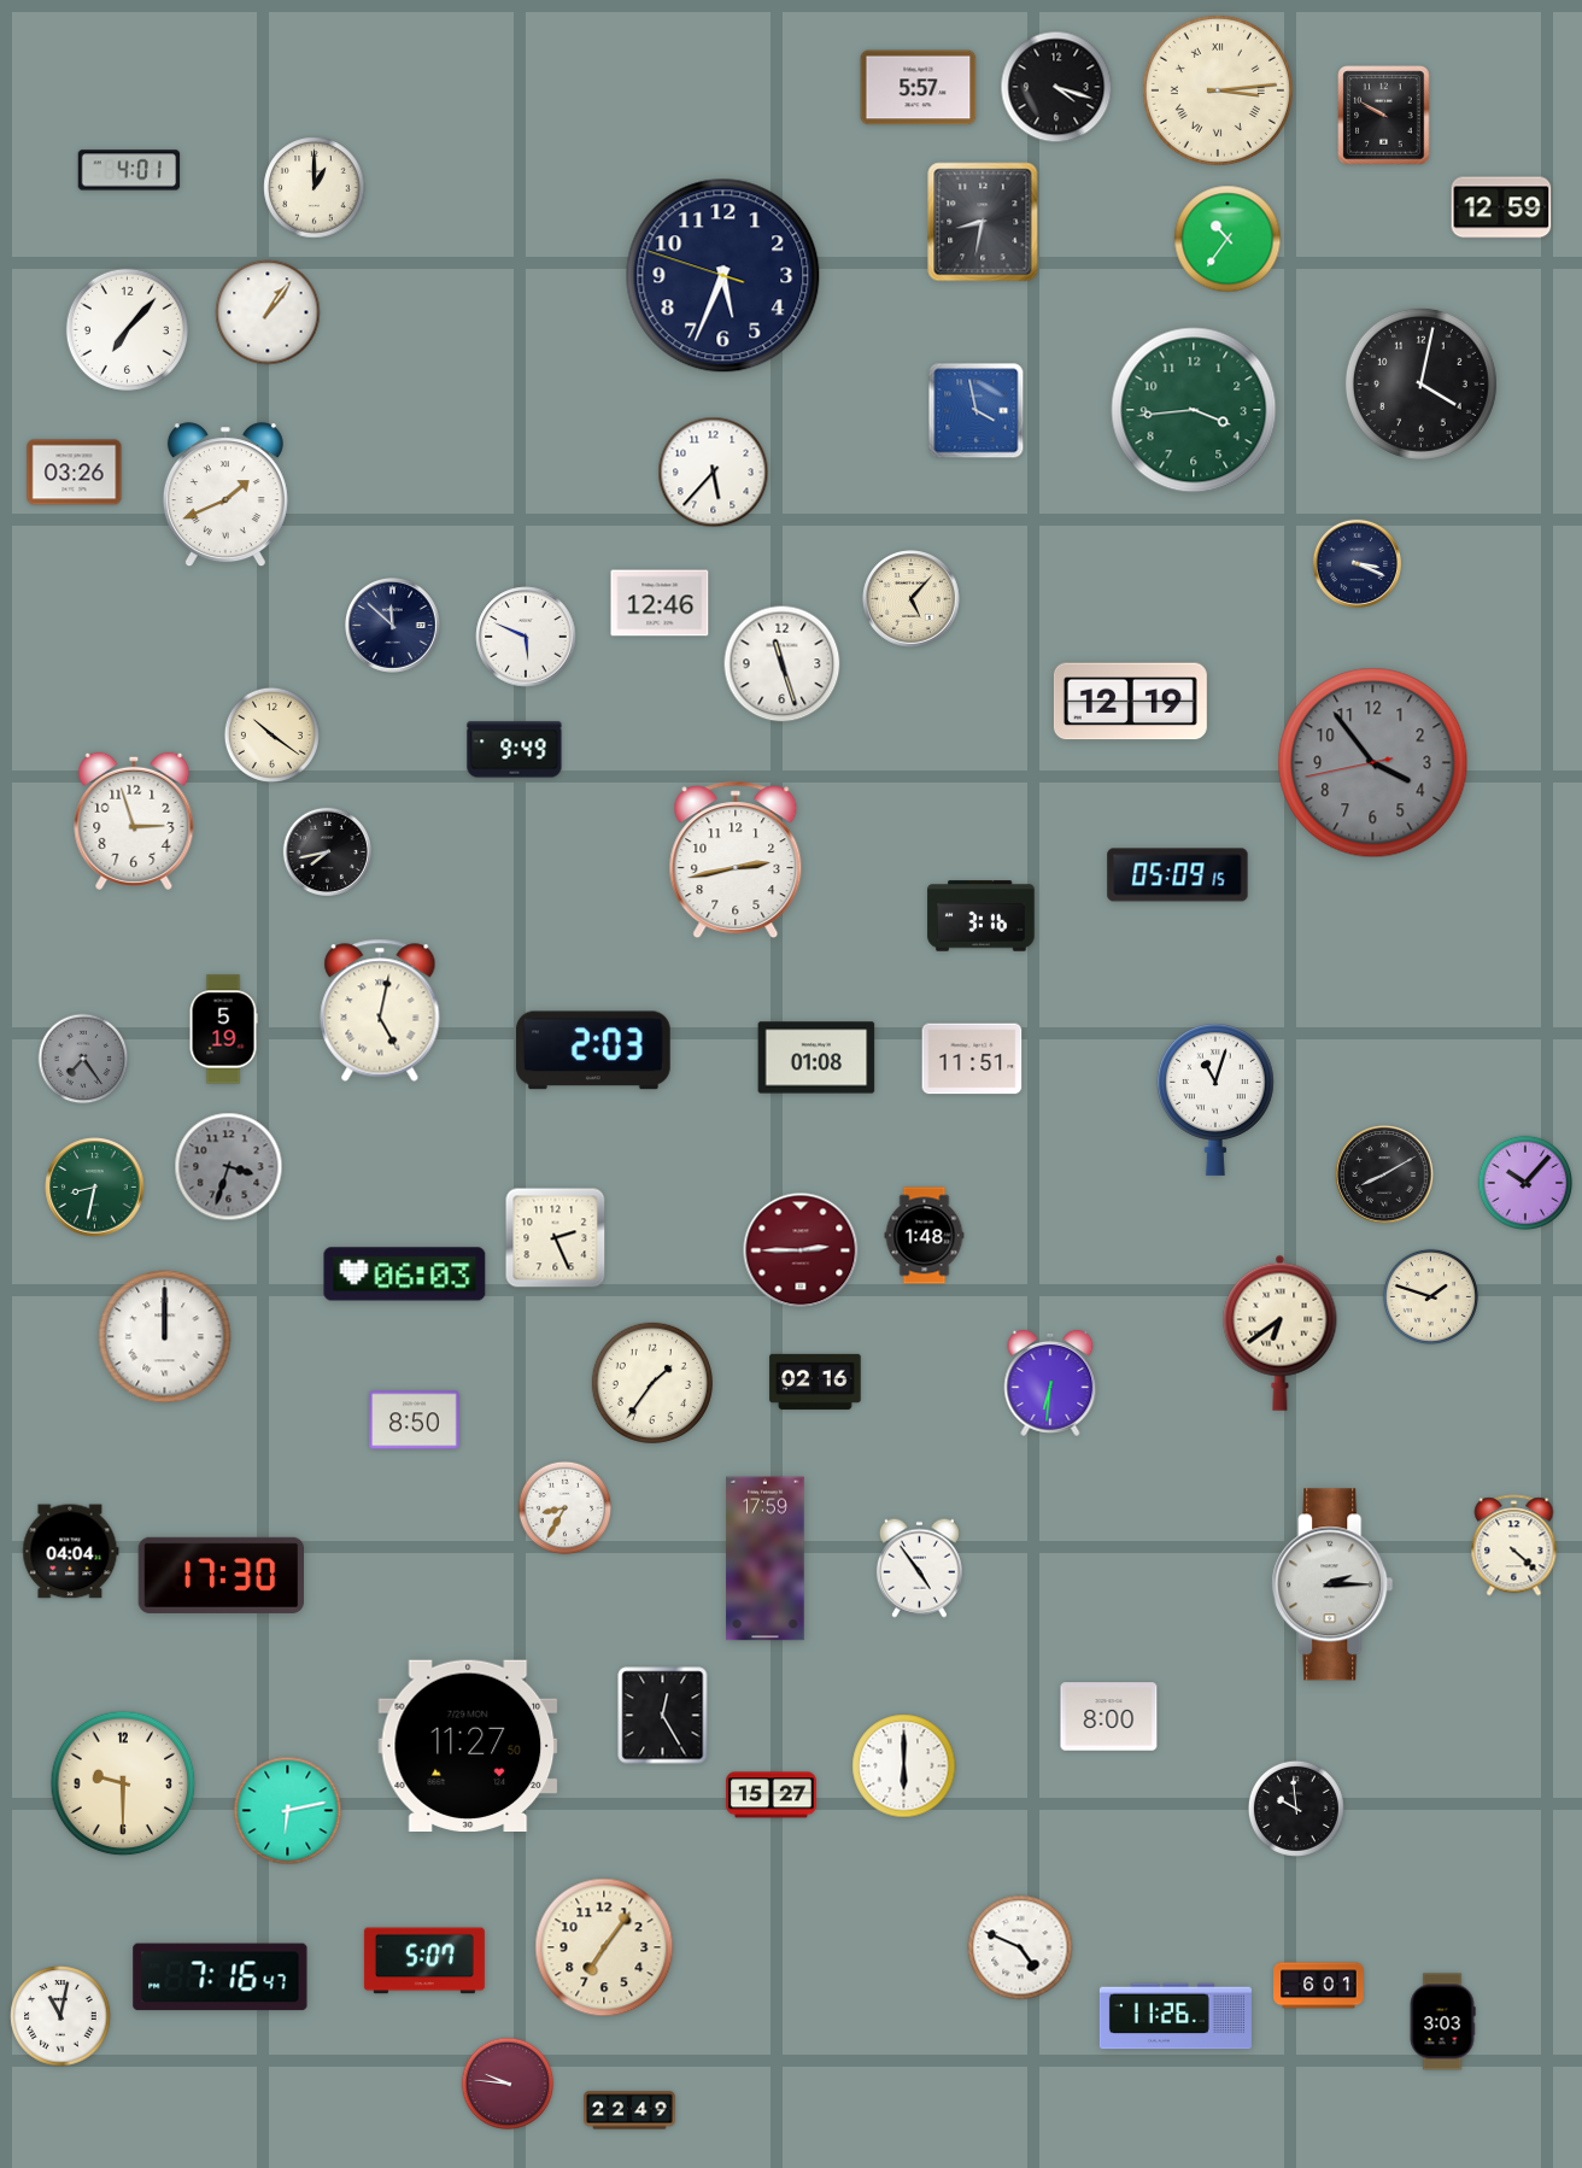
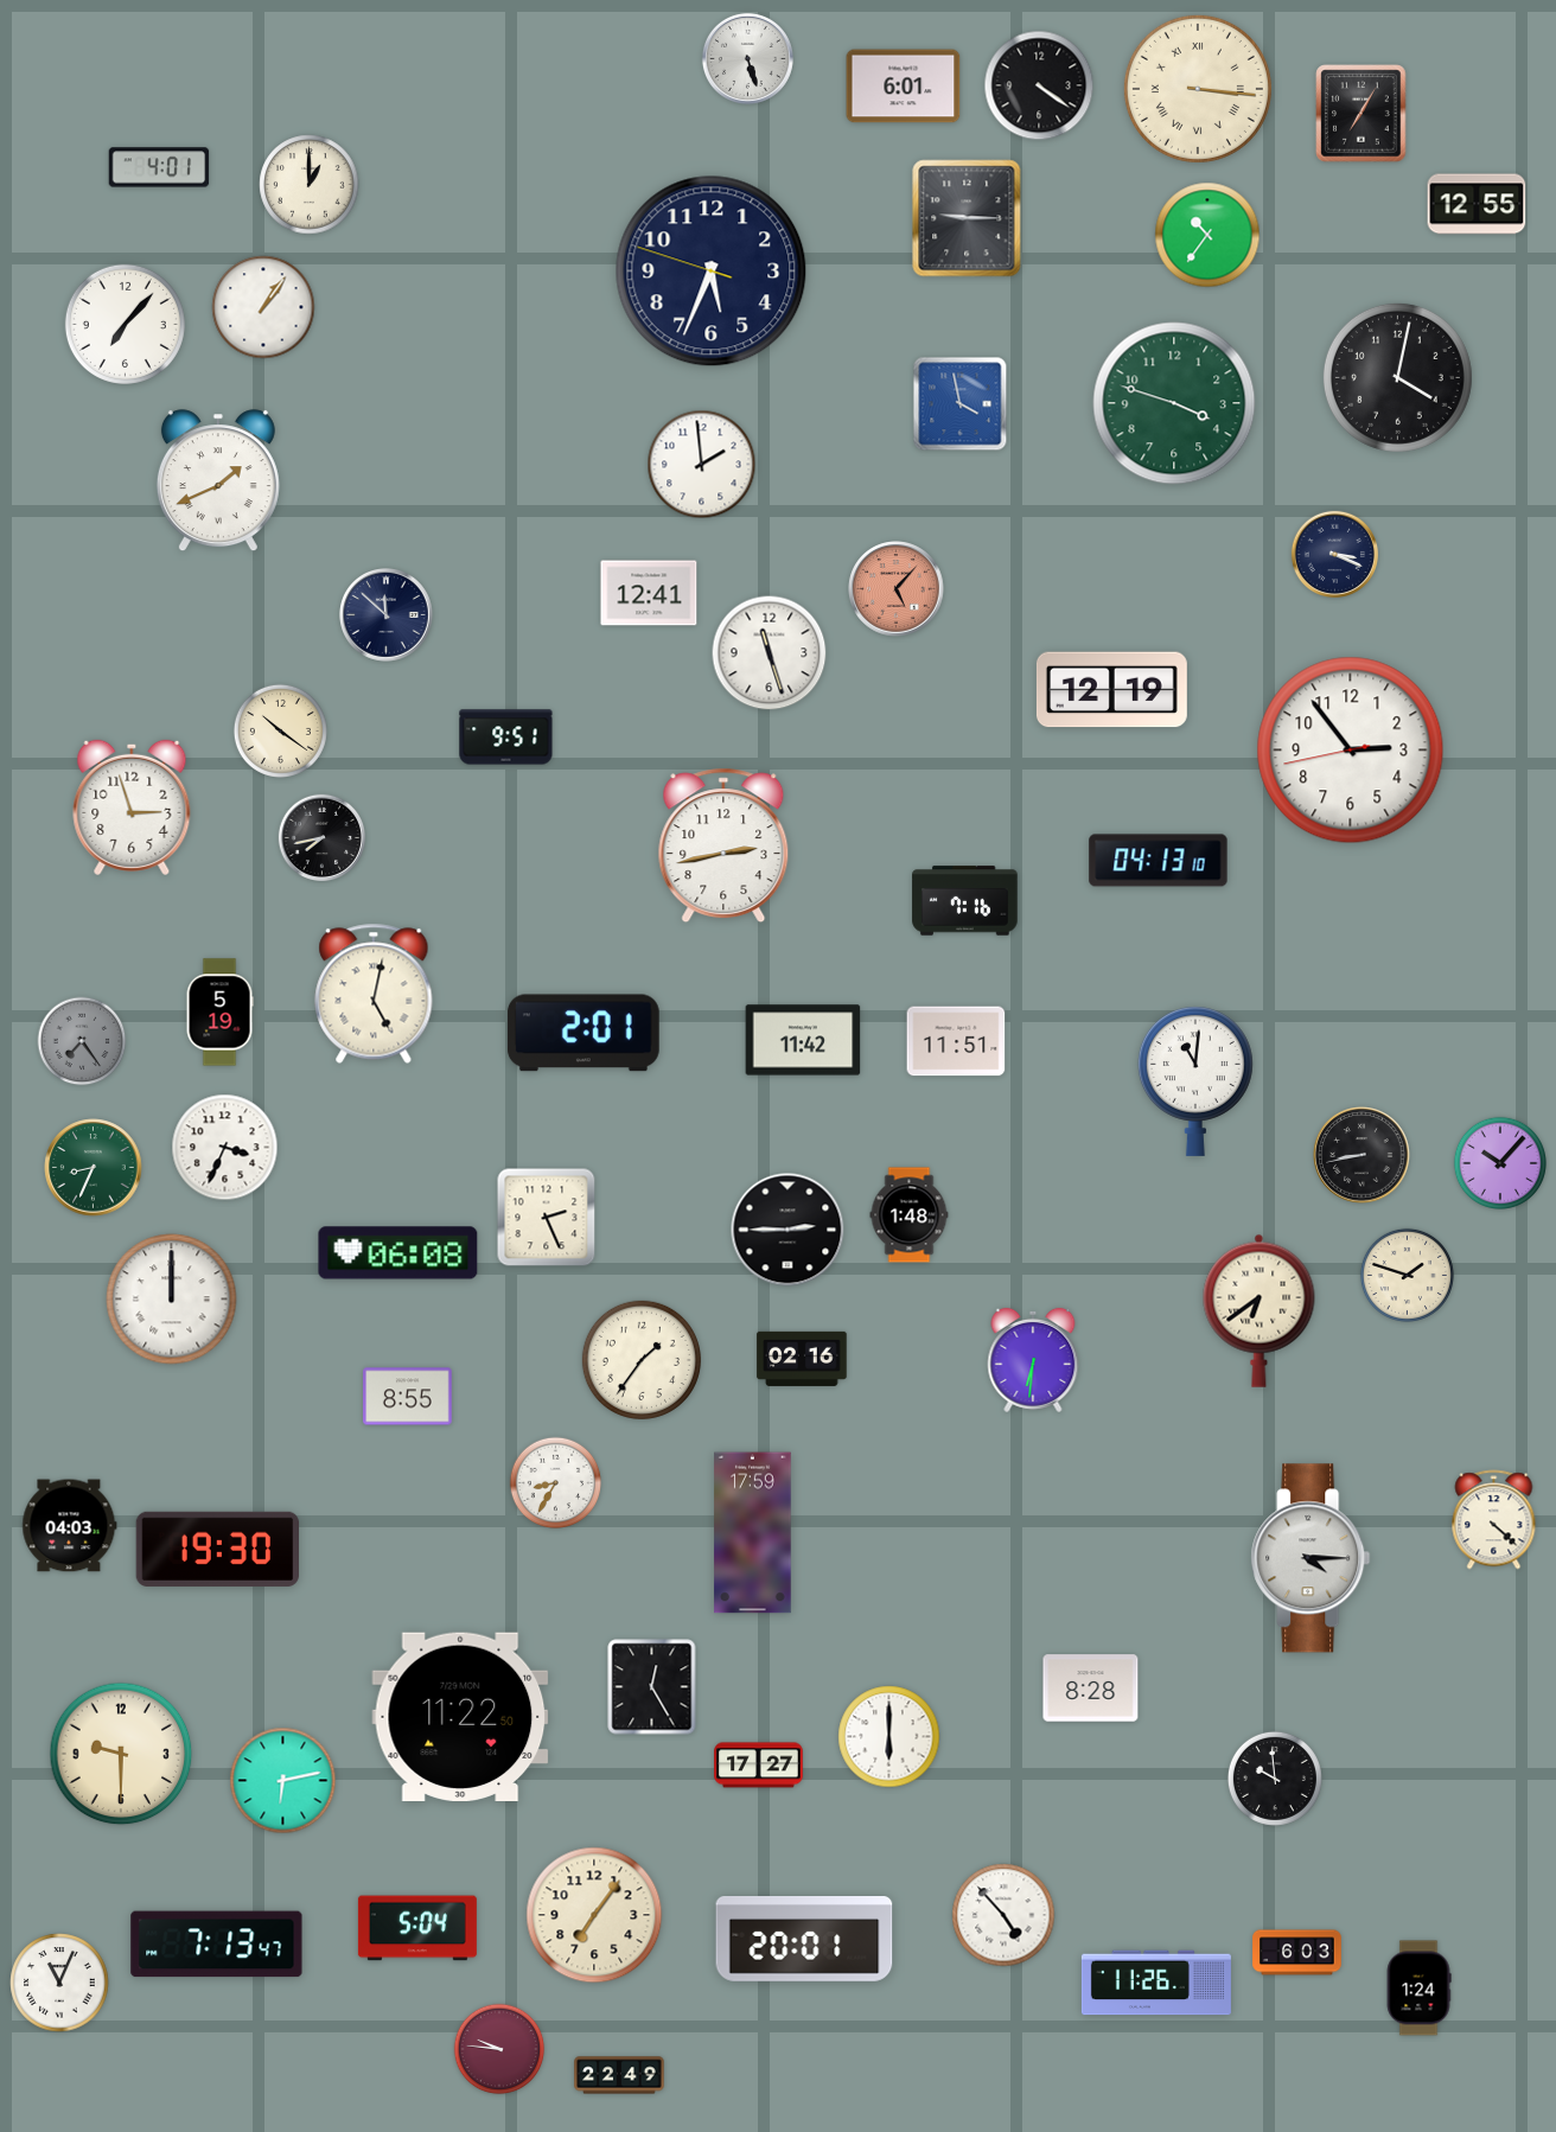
clock at (747, 58): none -> 5:27
clock at (1056, 87): 4:18 -> 4:21
clock at (919, 88): 5:57 -> 6:01
clock at (1218, 90): 3:14 -> 3:16
clock at (1384, 116): 9:50 -> 7:05
clock at (129, 170) position: (129, 170) -> (159, 167)
clock at (1501, 207): 12:59 -> 12:55
clock at (983, 222): 8:32 -> 9:15
clock at (1194, 410): 3:44 -> 3:48
clock at (75, 473): 03:26 -> none
clock at (714, 473): 5:37 -> 1:59
clock at (225, 496) position: (225, 496) -> (218, 481)
clock at (912, 599) dial: cream -> salmon
clock at (660, 603): 12:46 -> 12:41
clock at (526, 637): 5:49 -> none
clock at (271, 734) position: (271, 734) -> (280, 730)
clock at (515, 750): 9:49 -> 9:51
clock at (1373, 763): 3:53 -> 2:53
clock at (1373, 763) dial: grey -> white
clock at (1178, 875): 05:09 -> 04:13
clock at (982, 916): 3:16 -> 7:16
clock at (593, 1050): 2:03 -> 2:01
clock at (816, 1057): 01:08 -> 11:42
clock at (1215, 1100): 11:03 -> 11:01
clock at (229, 1167): 3:33 -> 3:34
clock at (229, 1167) dial: grey -> white
clock at (1384, 1174): 8:10 -> 8:43
clock at (95, 1188): 8:32 -> 8:34
clock at (801, 1250) dial: burgundy -> black
clock at (405, 1275): 06:03 -> 06:08
clock at (165, 1337) position: (165, 1337) -> (172, 1300)
clock at (415, 1420): 8:50 -> 8:55
clock at (1514, 1546) position: (1514, 1546) -> (1494, 1520)
clock at (71, 1552): 04:04 -> 04:03
clock at (919, 1568): 4:54 -> none
clock at (221, 1575): 17:30 -> 19:30
clock at (1332, 1584): 2:15 -> 4:15
clock at (1109, 1717): 8:00 -> 8:28
clock at (468, 1745): 11:27 -> 11:22
clock at (772, 1795): 15:27 -> 17:27
clock at (1020, 1947): 4:49 -> 4:53
clock at (424, 1961): 5:07 -> 5:04
clock at (804, 1940): none -> 20:01
clock at (221, 1977): 7:16 -> 7:13
clock at (1319, 1986): 6:01 -> 6:03
clock at (60, 2016): 11:02 -> 11:04
clock at (1442, 2022): 3:03 -> 1:24
